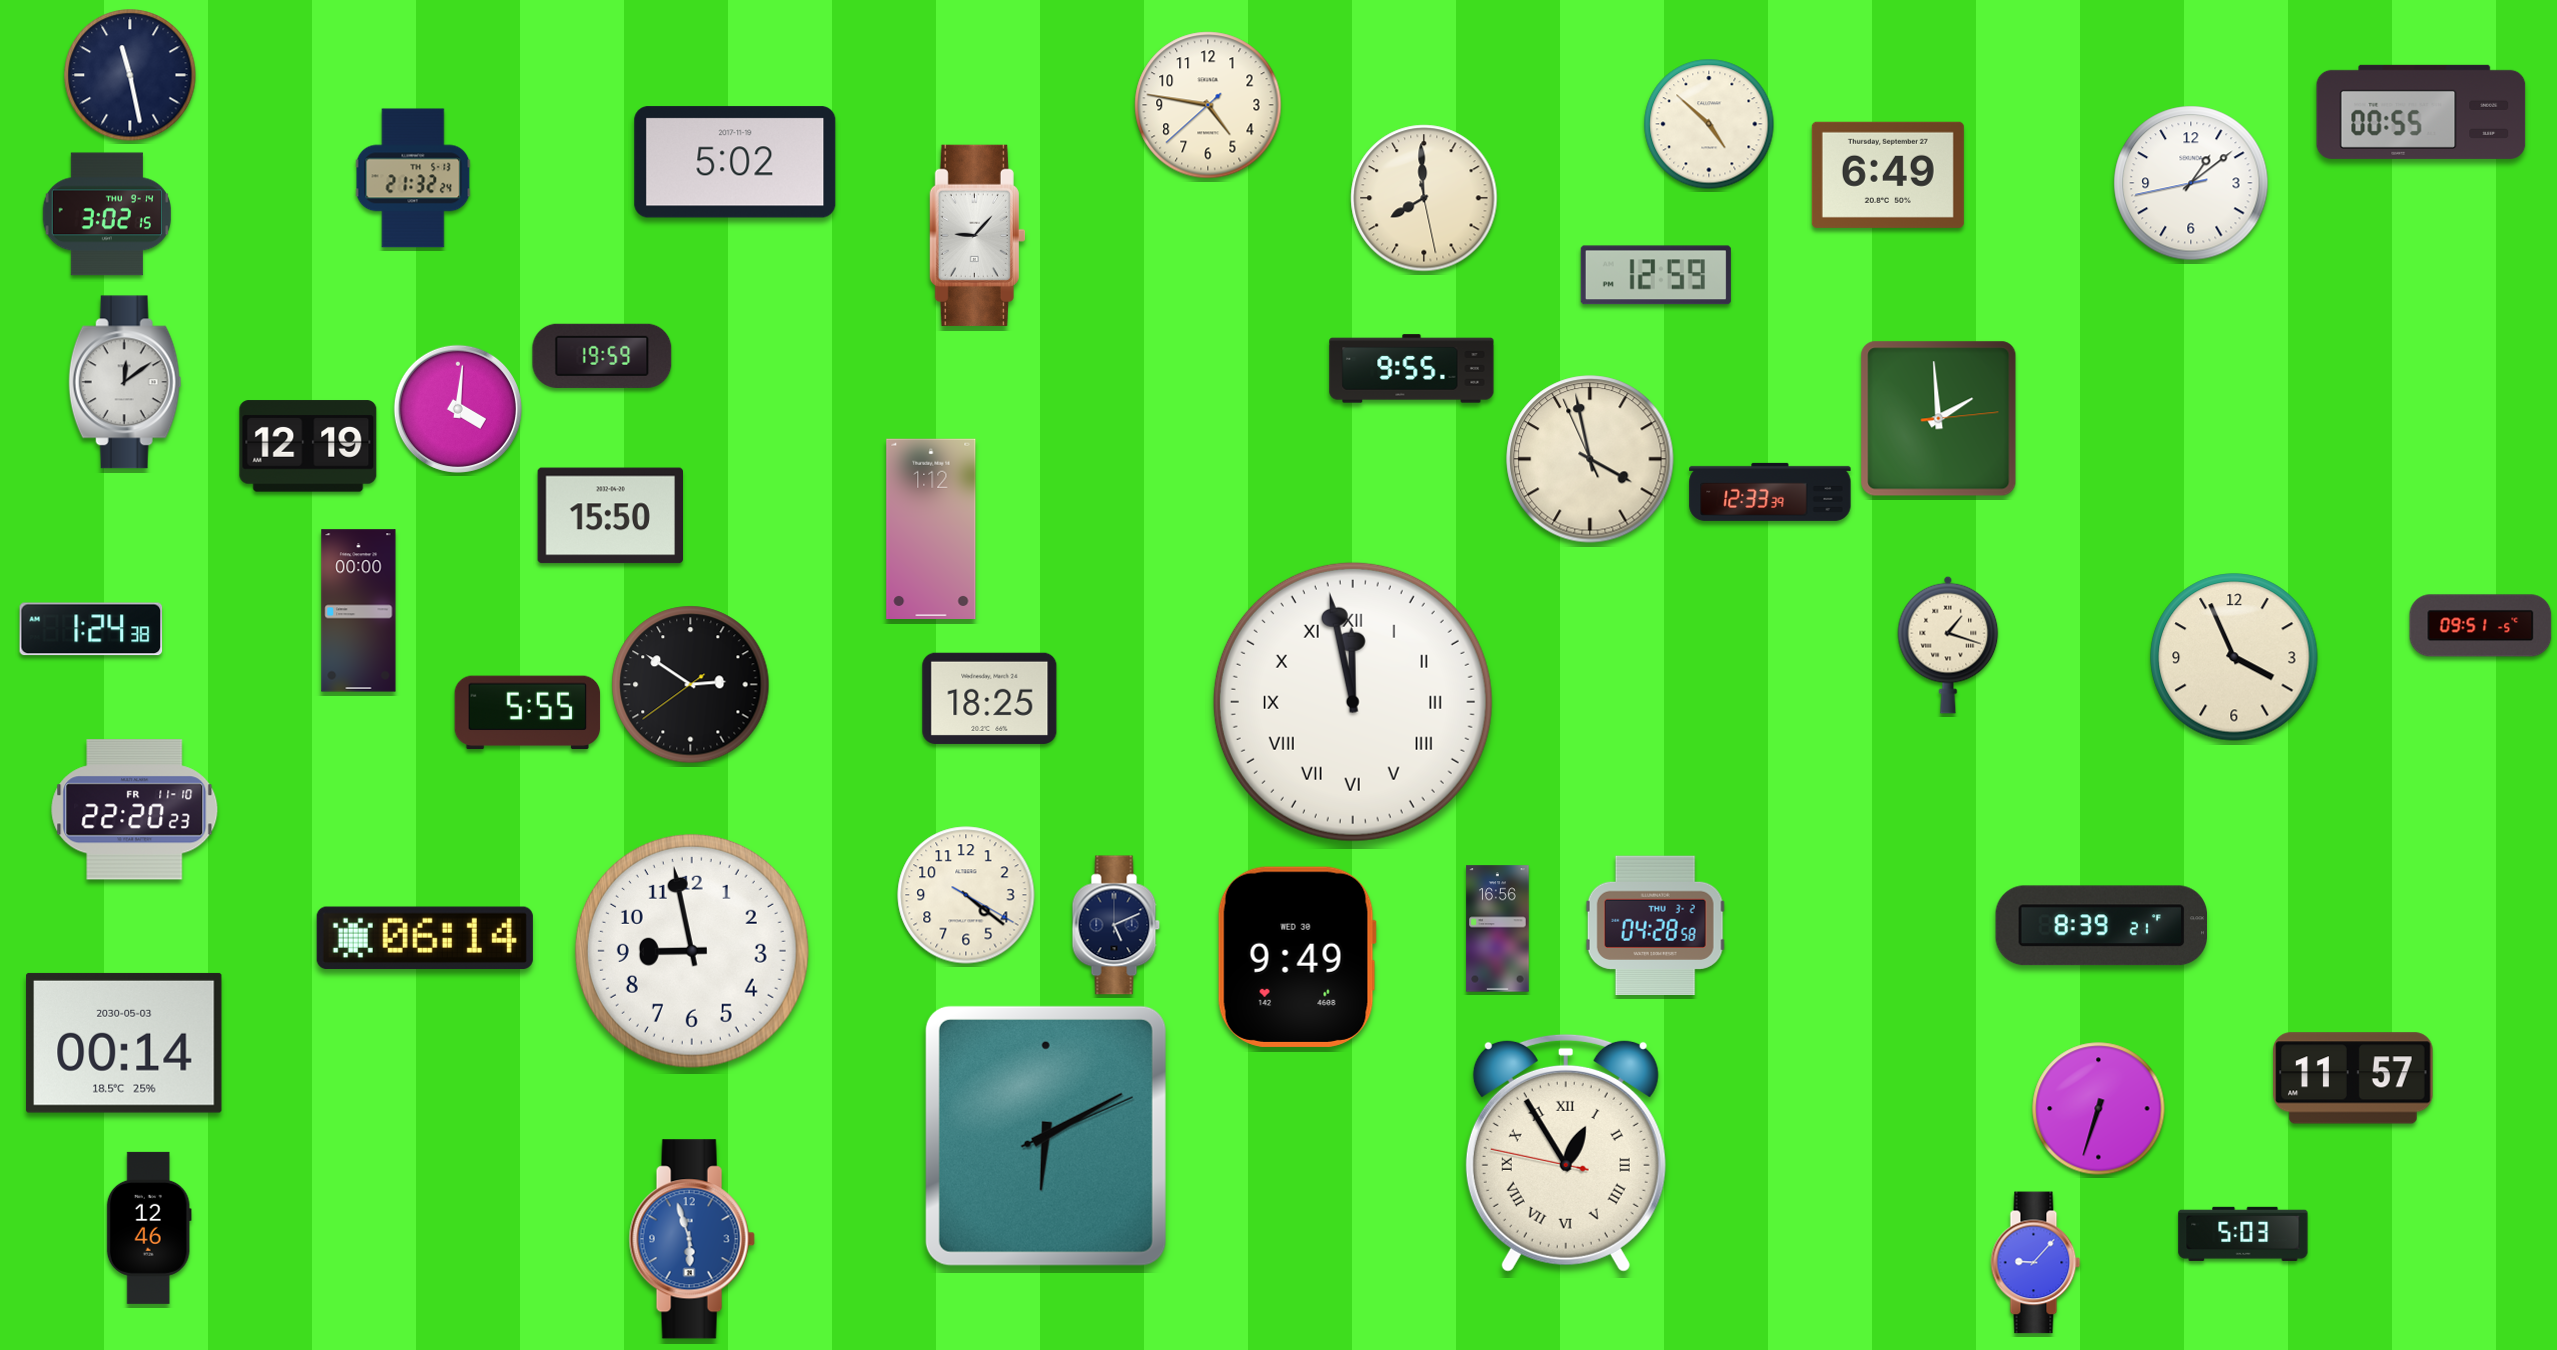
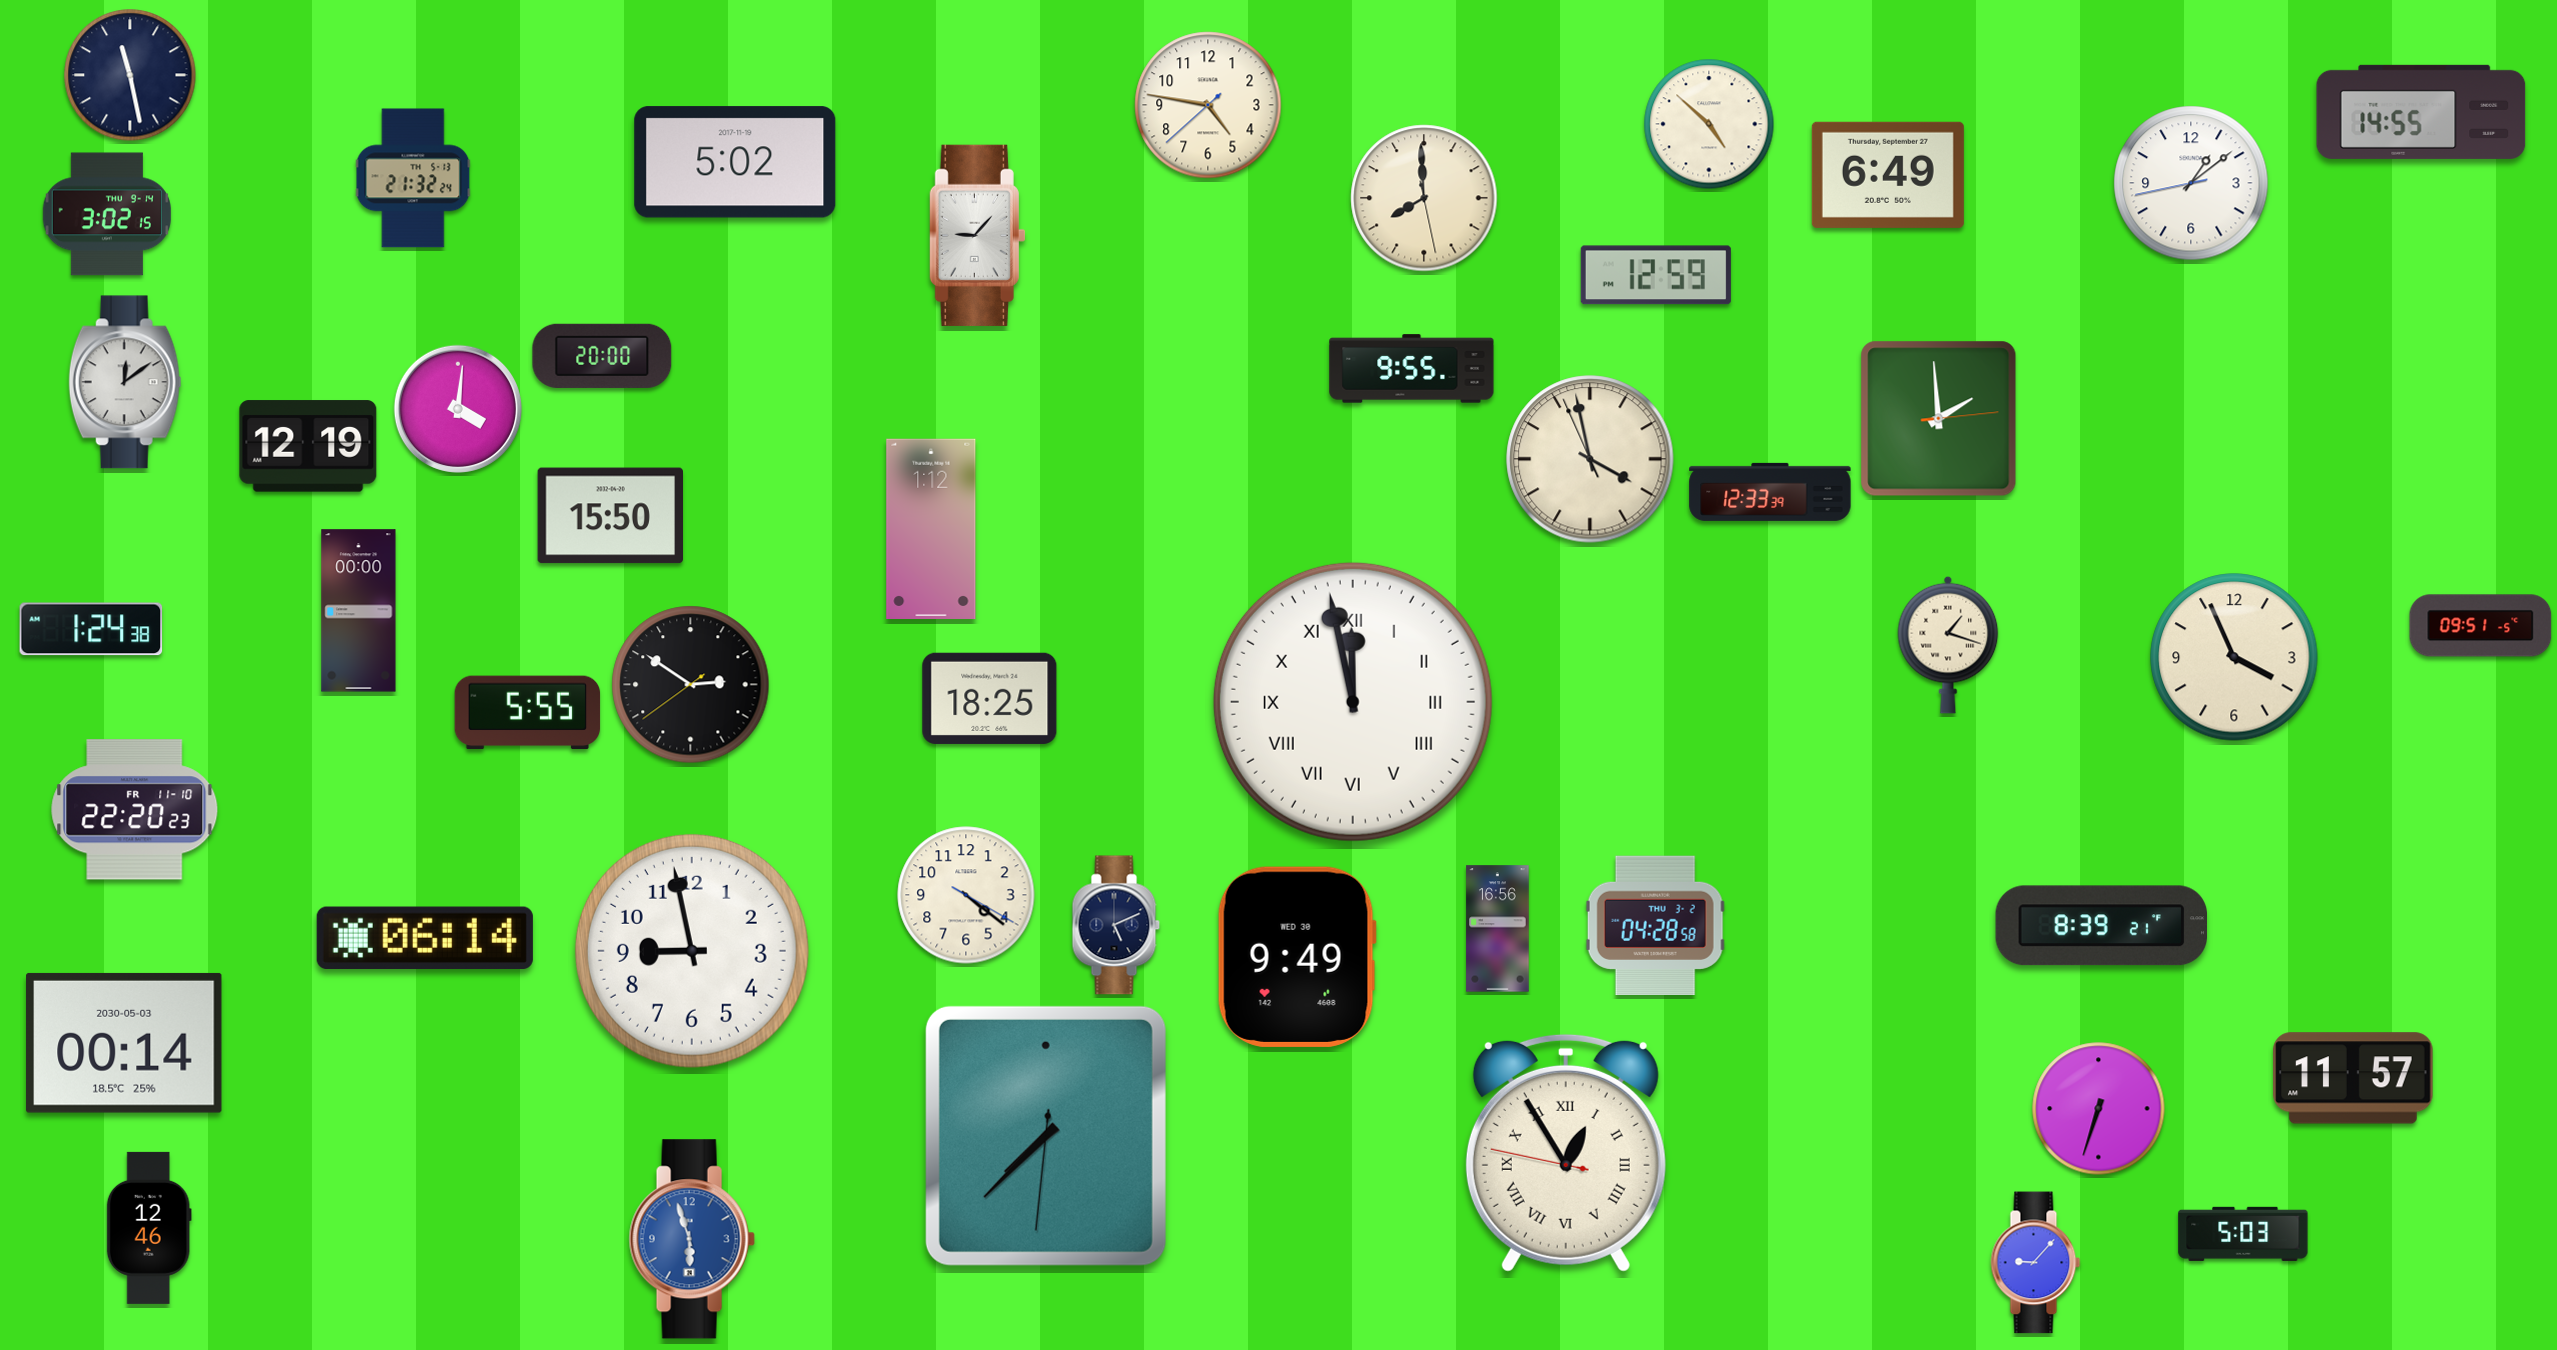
clock at (2421, 112): 00:55 -> 14:55
clock at (602, 356): 19:59 -> 20:00
clock at (1046, 1136): 6:10 -> 7:37
